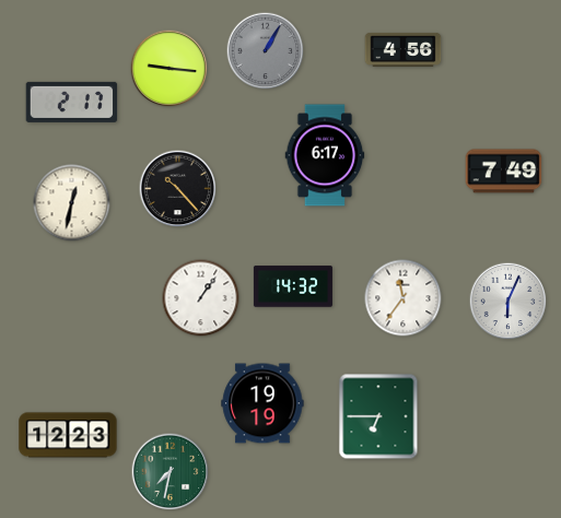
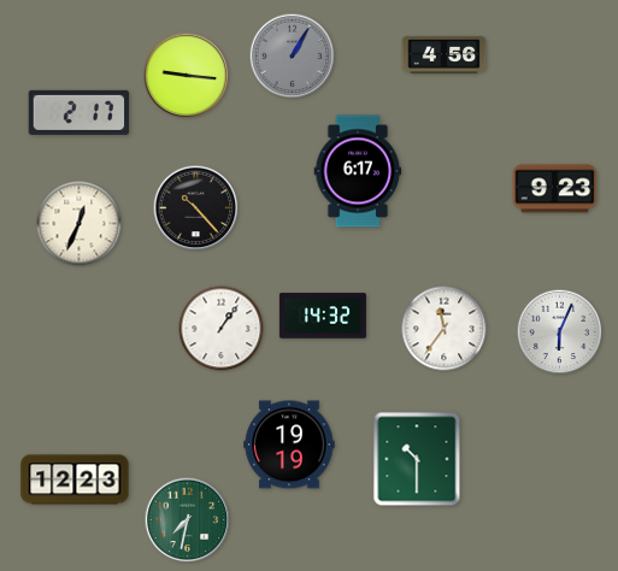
clock at (504, 172): 7:49 -> 9:23
clock at (72, 203): 12:32 -> 12:34
clock at (378, 416): 6:45 -> 10:30
